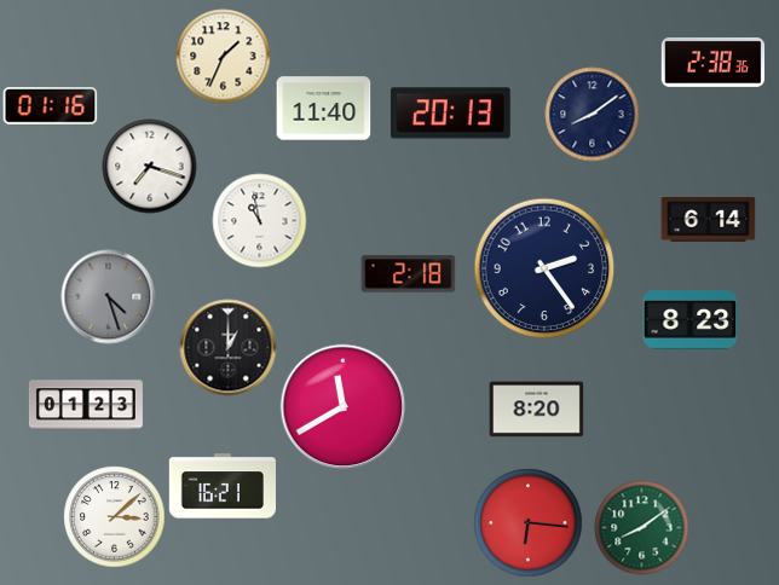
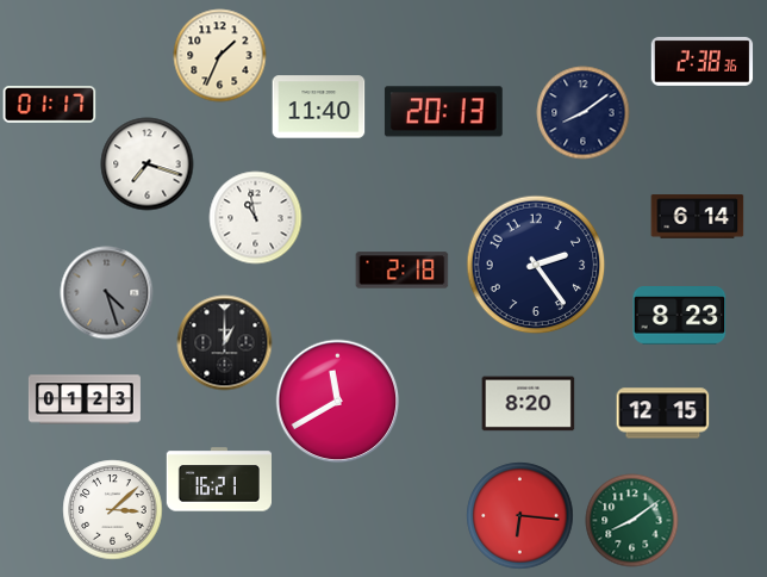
clock at (50, 106): 01:16 -> 01:17
clock at (662, 414): none -> 12:15
